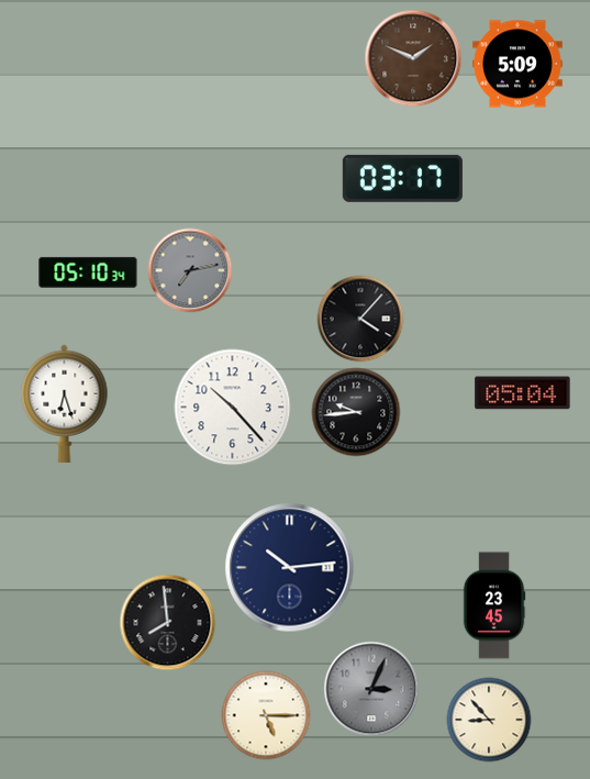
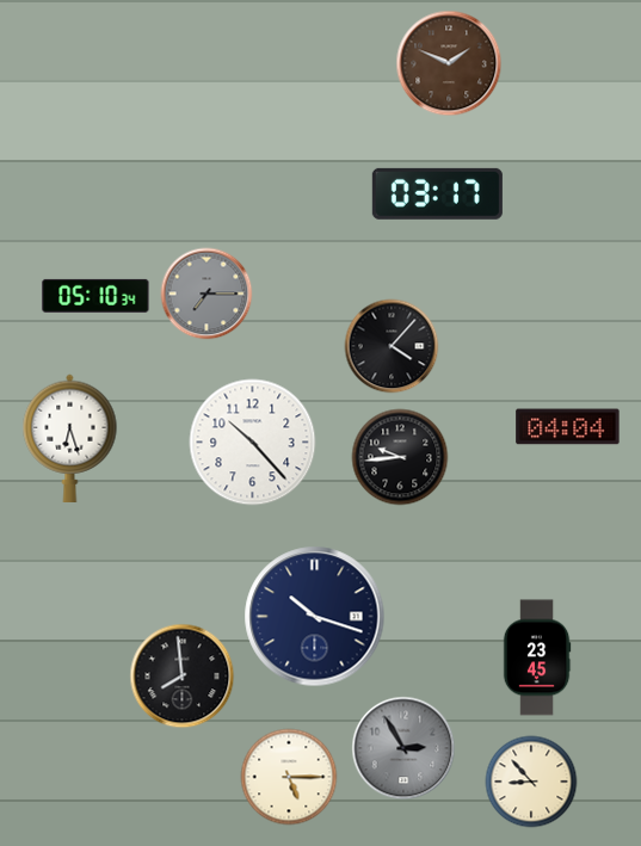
clock at (517, 64): 5:09 -> none
clock at (190, 270): 7:13 -> 7:15
clock at (523, 393): 05:04 -> 04:04
clock at (356, 412) position: (356, 412) -> (400, 457)
clock at (290, 568): 10:14 -> 10:18
clock at (371, 689): 3:04 -> 2:55
